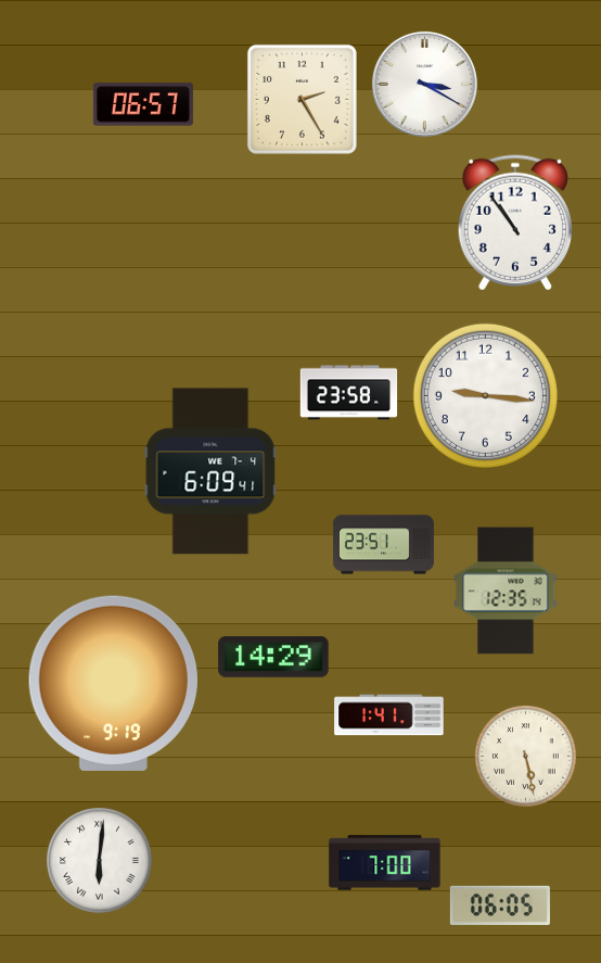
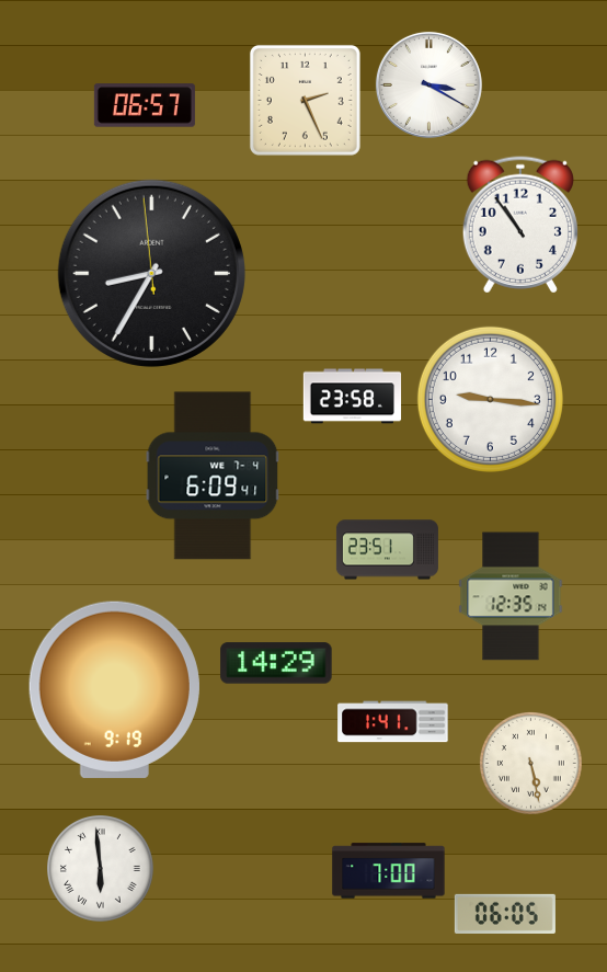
clock at (302, 99): 2:25 -> 2:26
clock at (151, 273): none -> 8:34
clock at (100, 861): 6:01 -> 5:59
